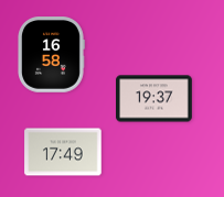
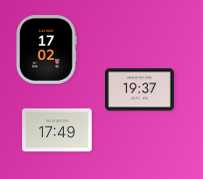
clock at (51, 55): 16:58 -> 17:02
clock at (63, 152) position: (63, 152) -> (57, 130)
